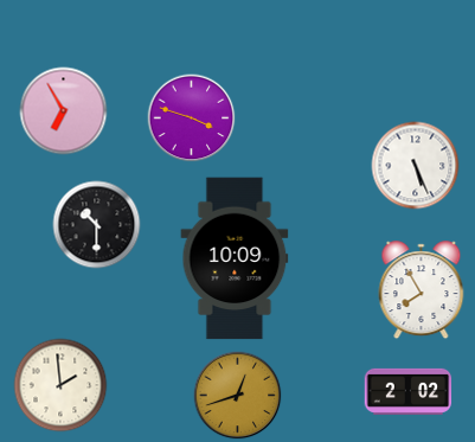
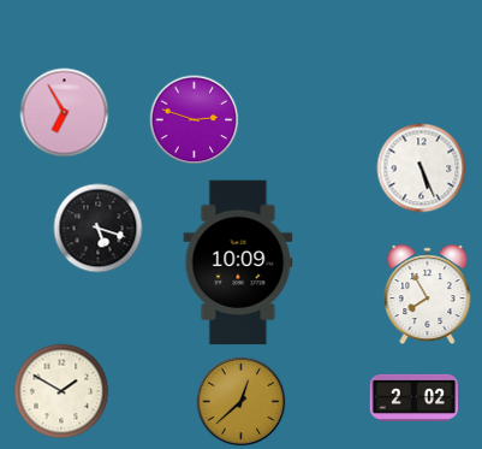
clock at (192, 118): 3:48 -> 2:48
clock at (97, 225): 10:30 -> 5:18
clock at (60, 385): 1:59 -> 1:50
clock at (238, 396): 12:42 -> 12:38
